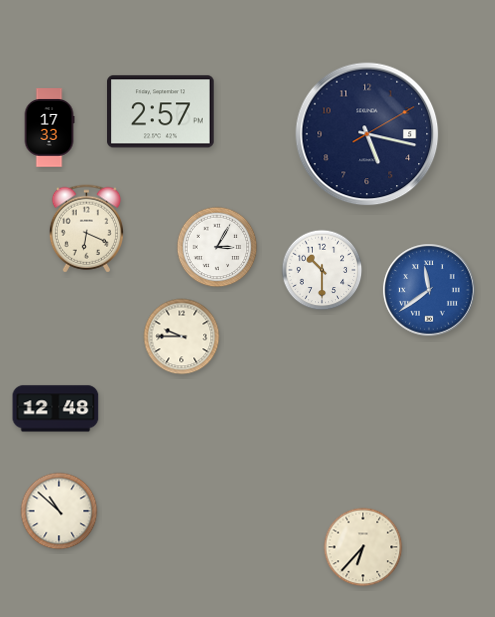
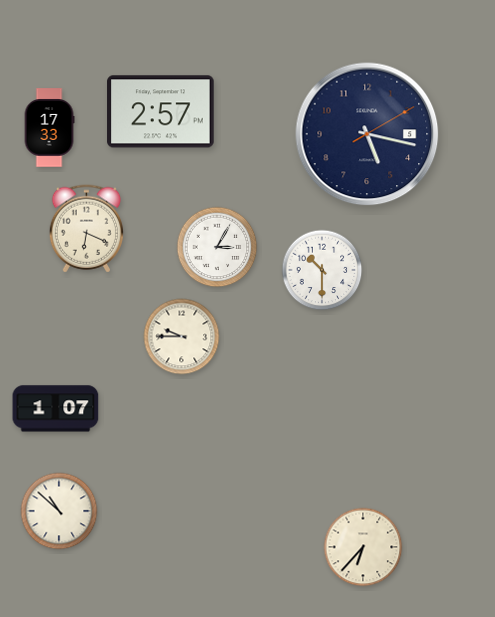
clock at (429, 290): 11:39 -> none
clock at (56, 409): 12:48 -> 1:07
